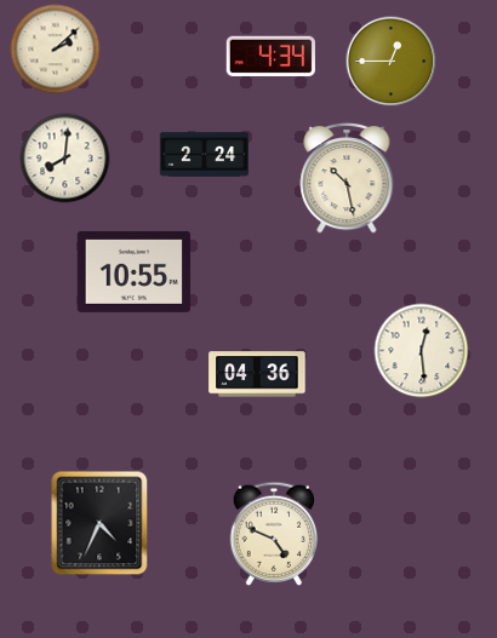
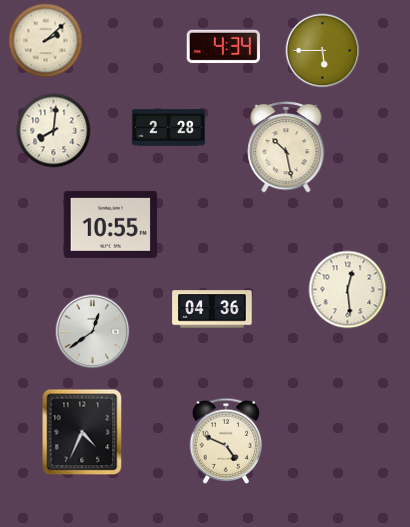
clock at (392, 62): 12:45 -> 5:45
clock at (205, 155): 2:24 -> 2:28
clock at (93, 332): none -> 12:39
